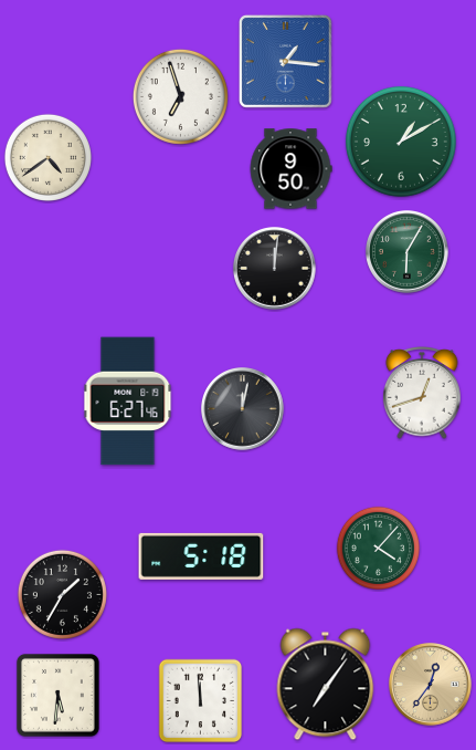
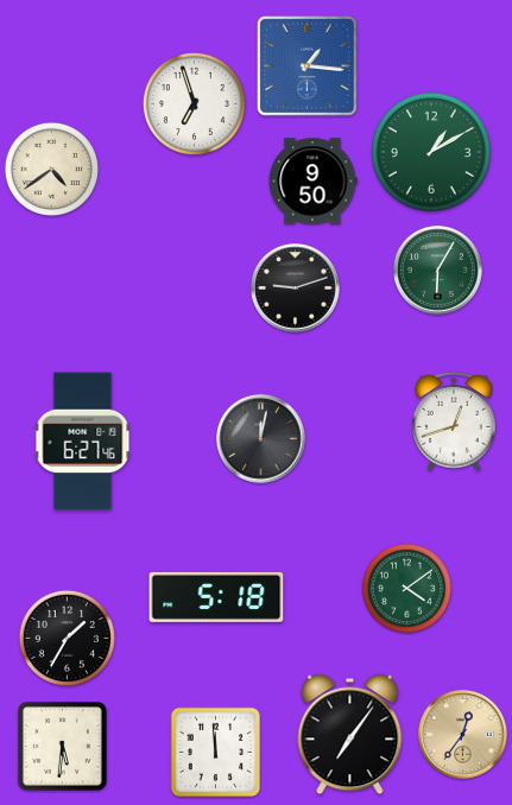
clock at (275, 269): 12:01 -> 9:12
clock at (128, 402) position: (128, 402) -> (83, 442)
clock at (378, 548): 4:07 -> 4:09
